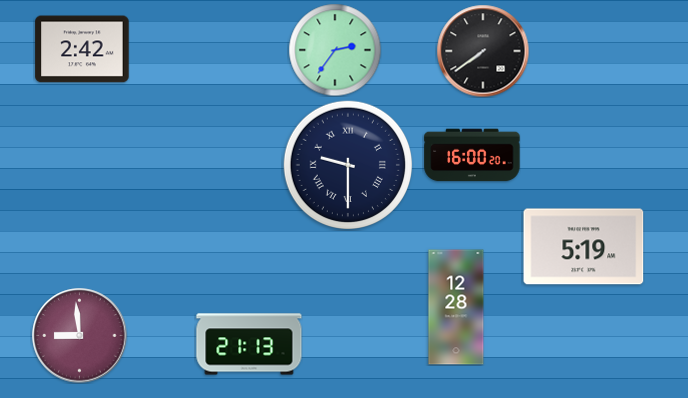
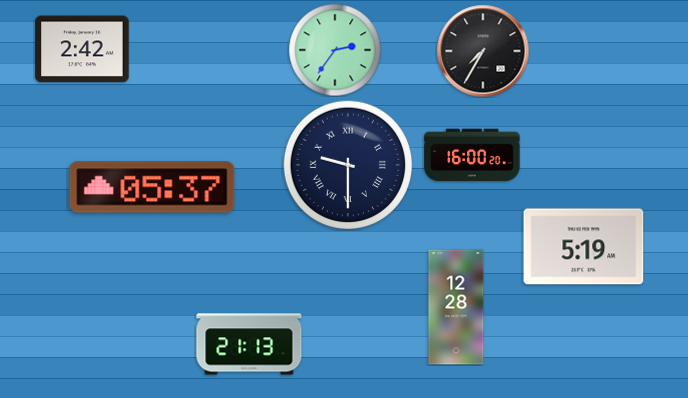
clock at (483, 51): 7:39 -> 7:35
clock at (152, 187): none -> 05:37
clock at (80, 336): 8:59 -> none
